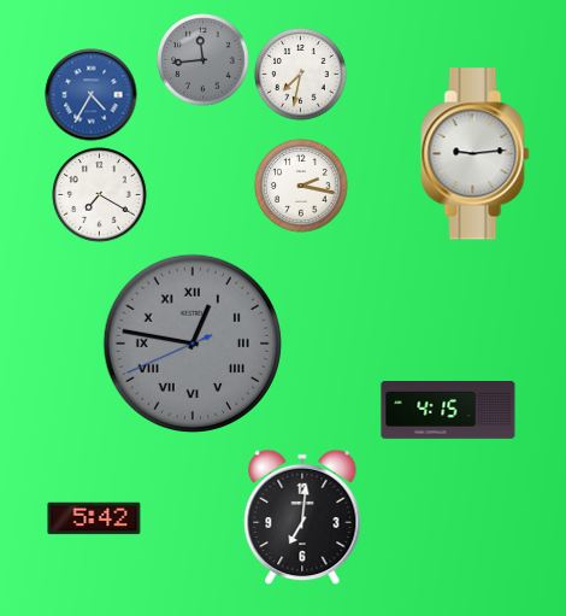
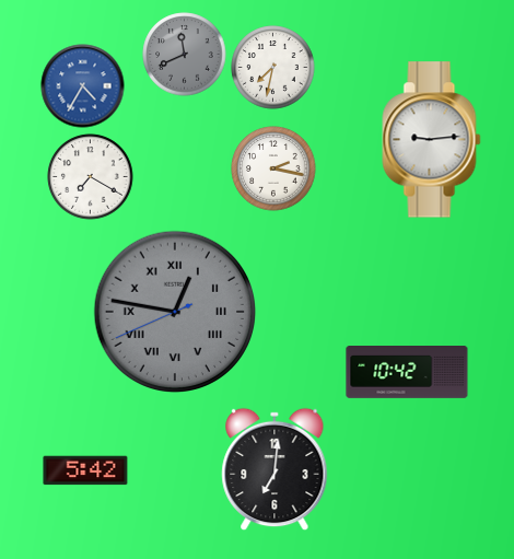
clock at (204, 60): 11:44 -> 11:41
clock at (448, 411): 4:15 -> 10:42
